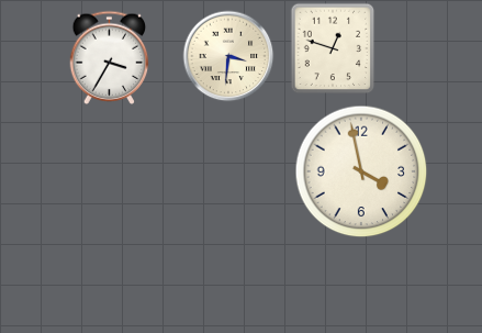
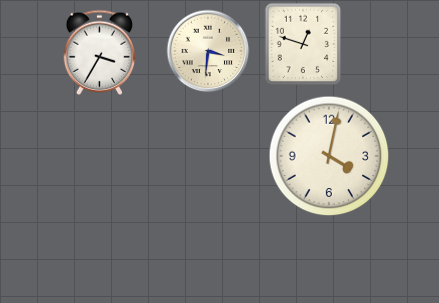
clock at (361, 171): 3:58 -> 4:02
